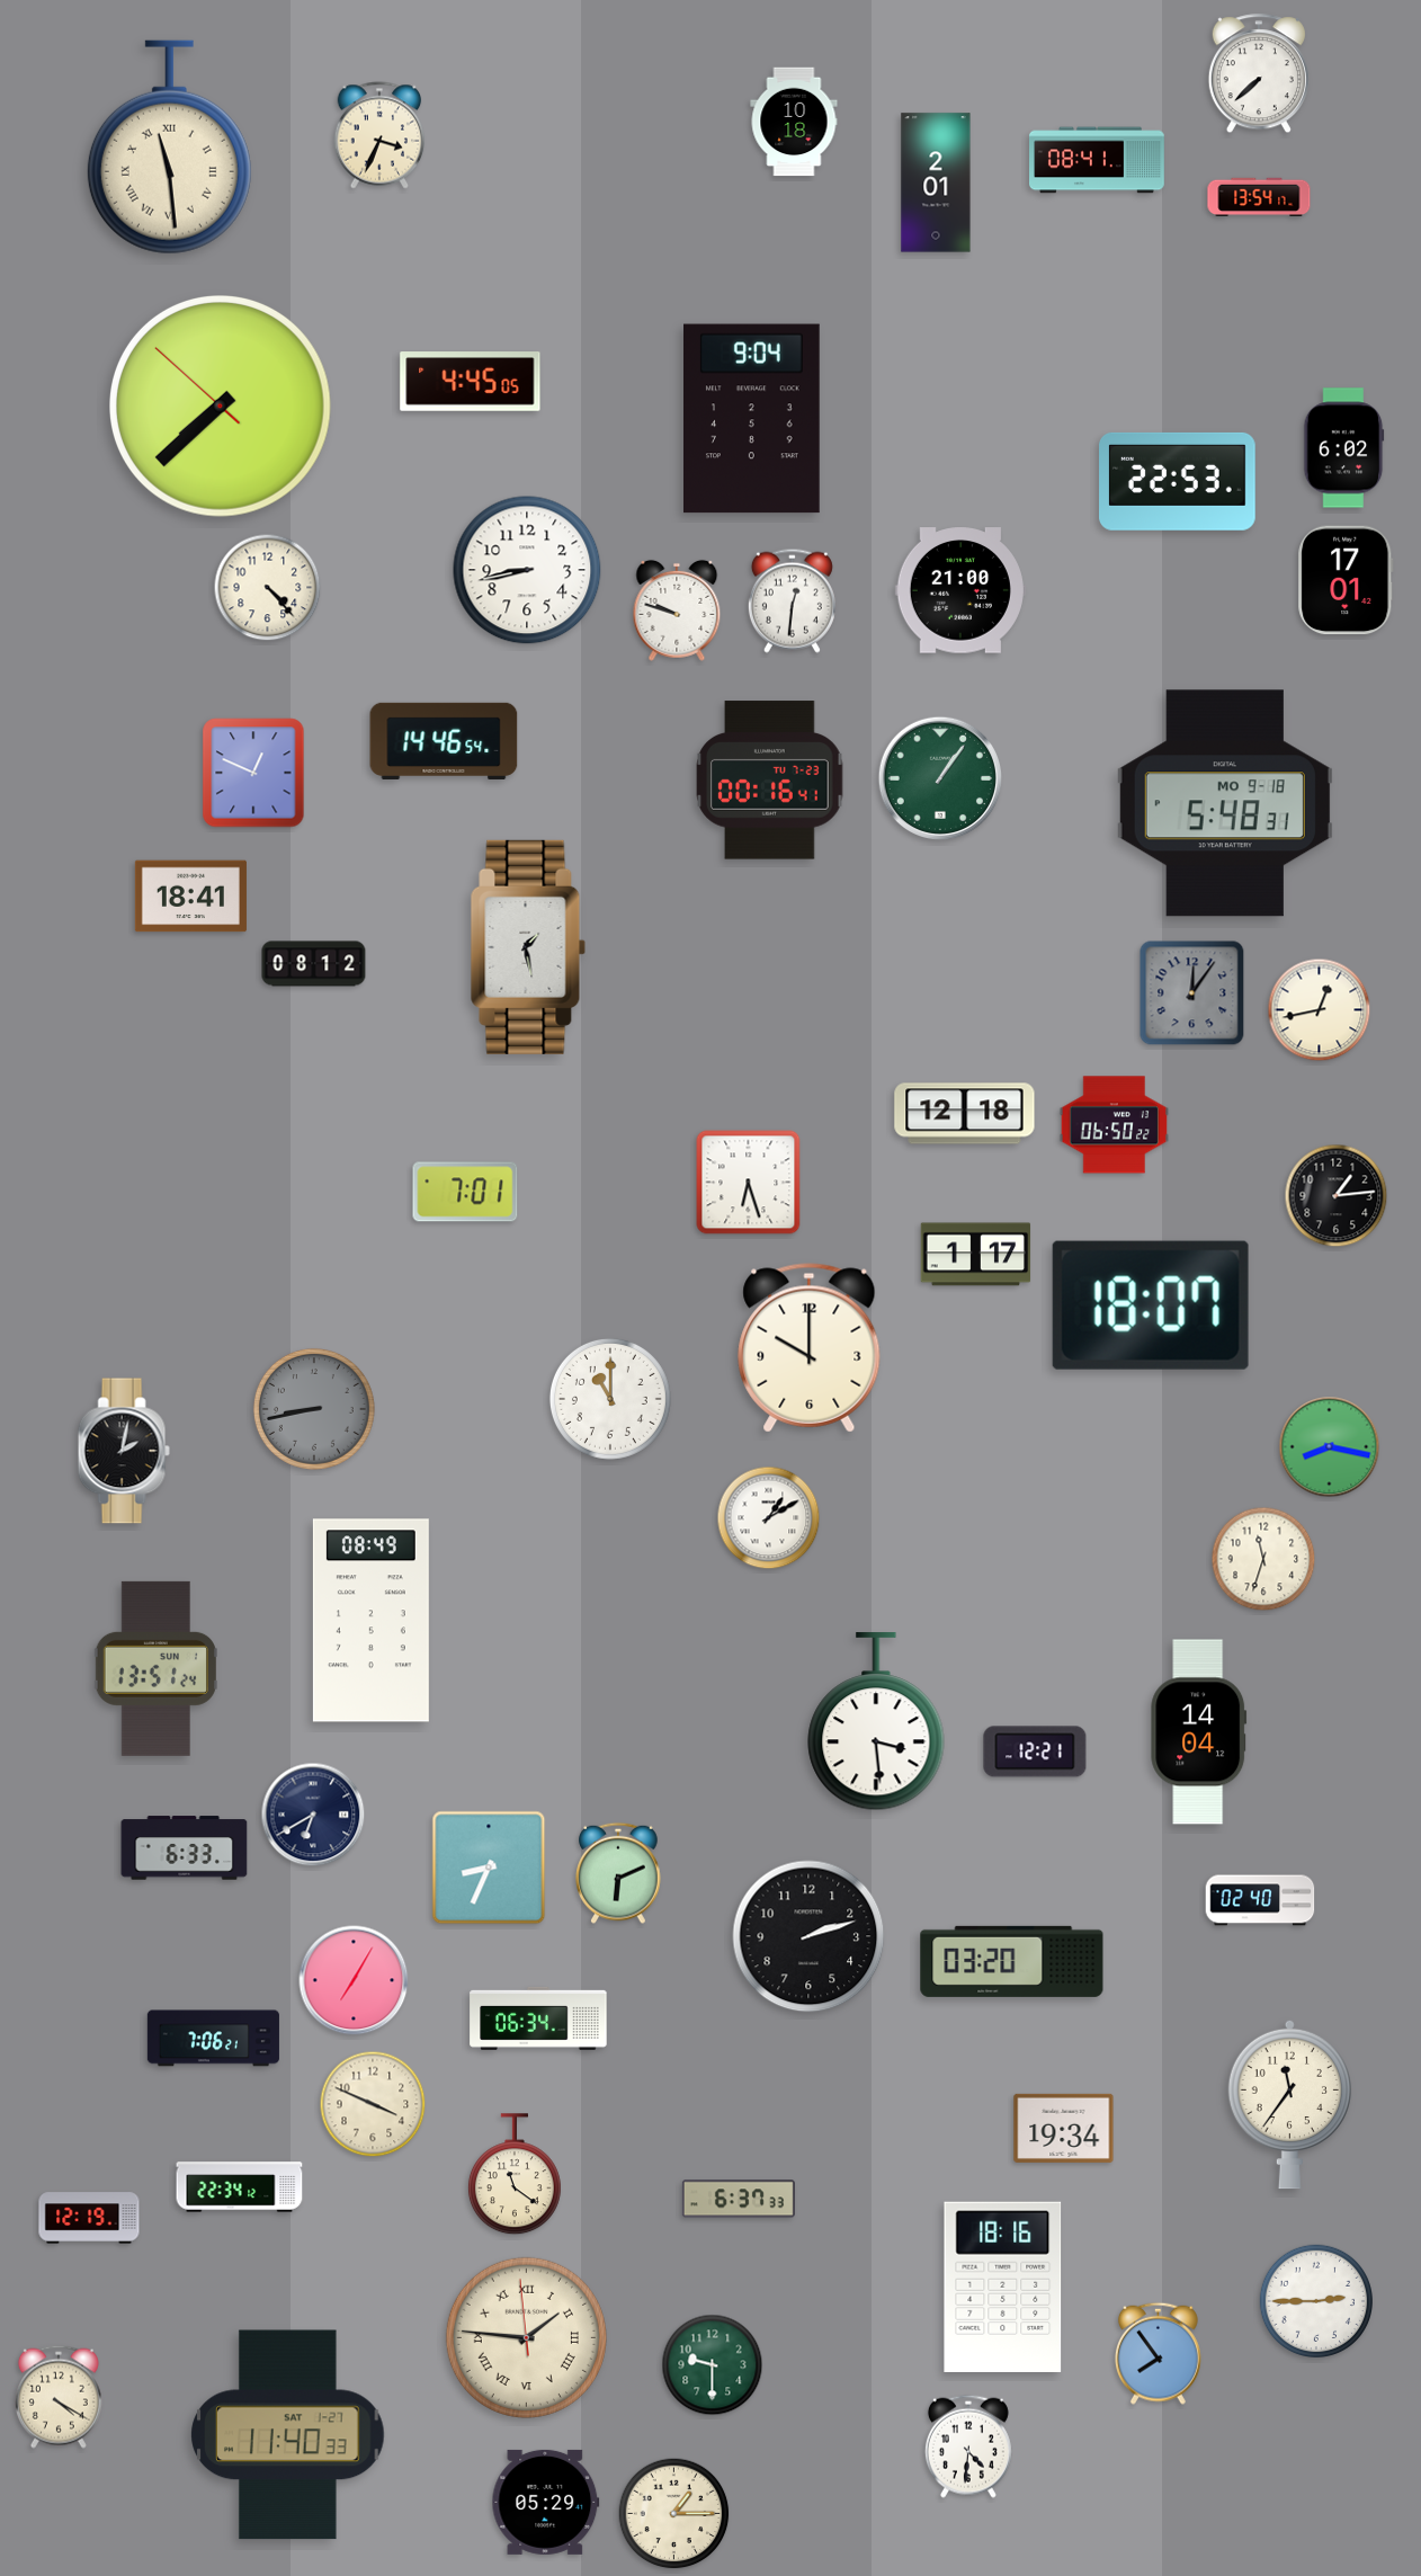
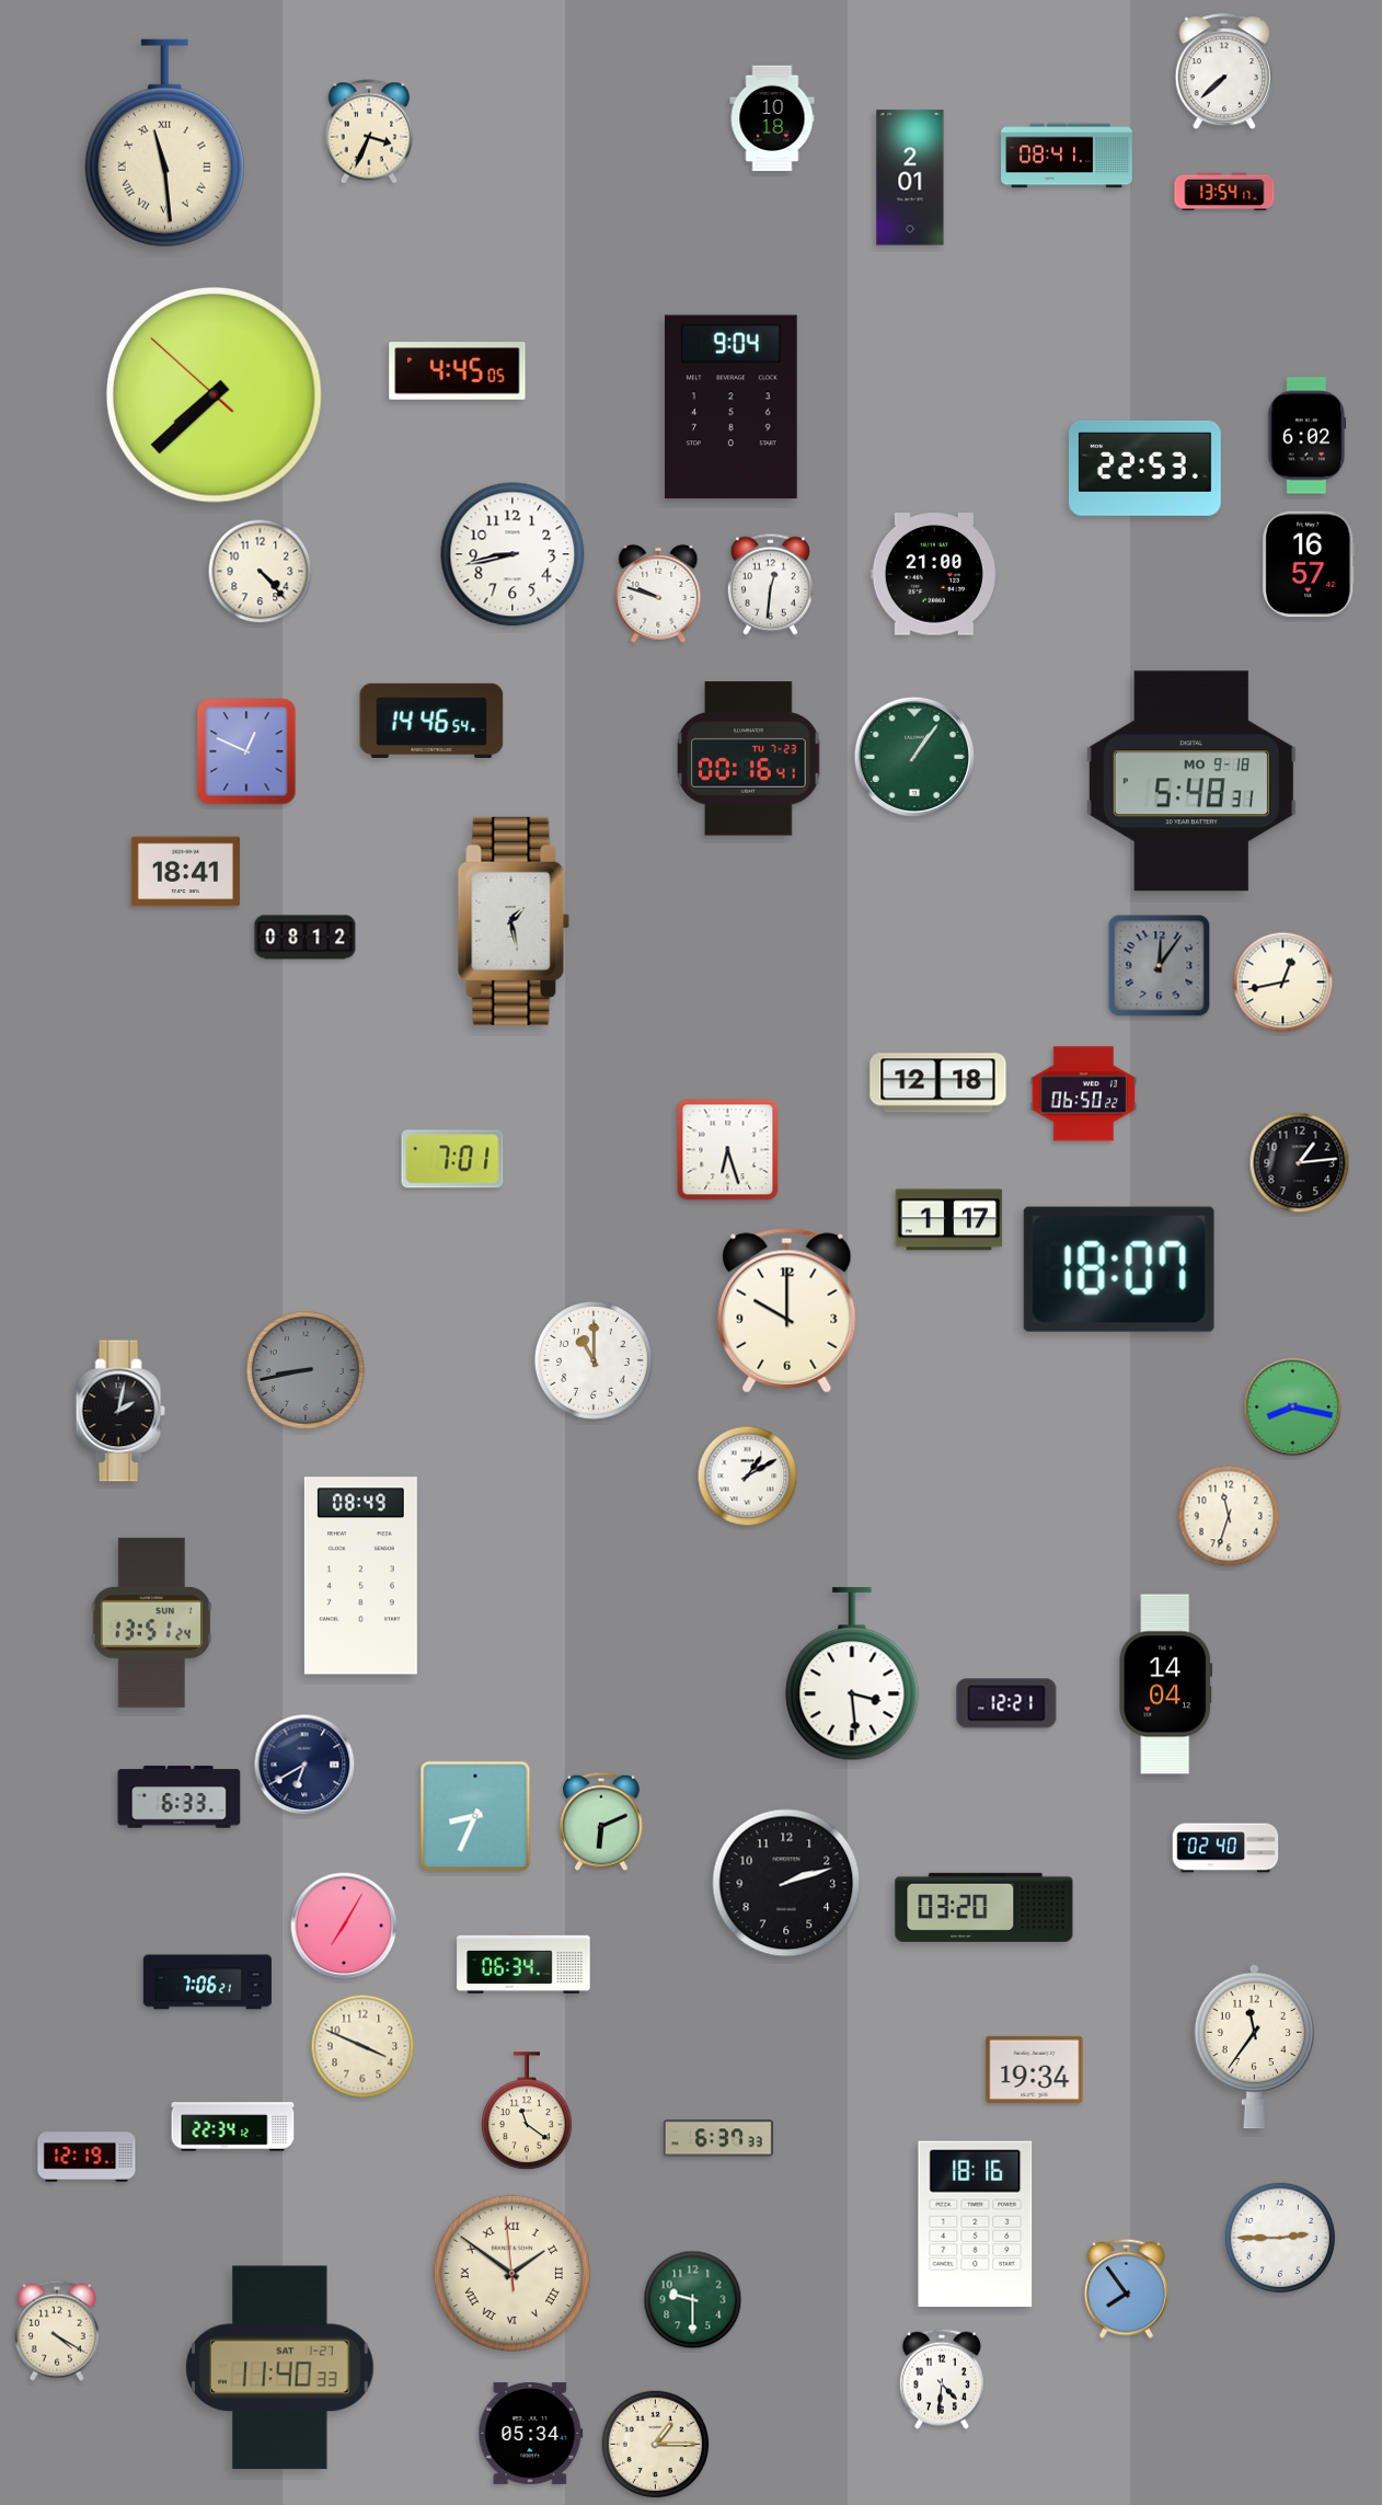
clock at (1346, 580): 17:01 -> 16:57
clock at (515, 2175) position: (515, 2175) -> (527, 2112)
clock at (526, 2337): 1:45 -> 1:50
clock at (546, 2502): 05:29 -> 05:34
